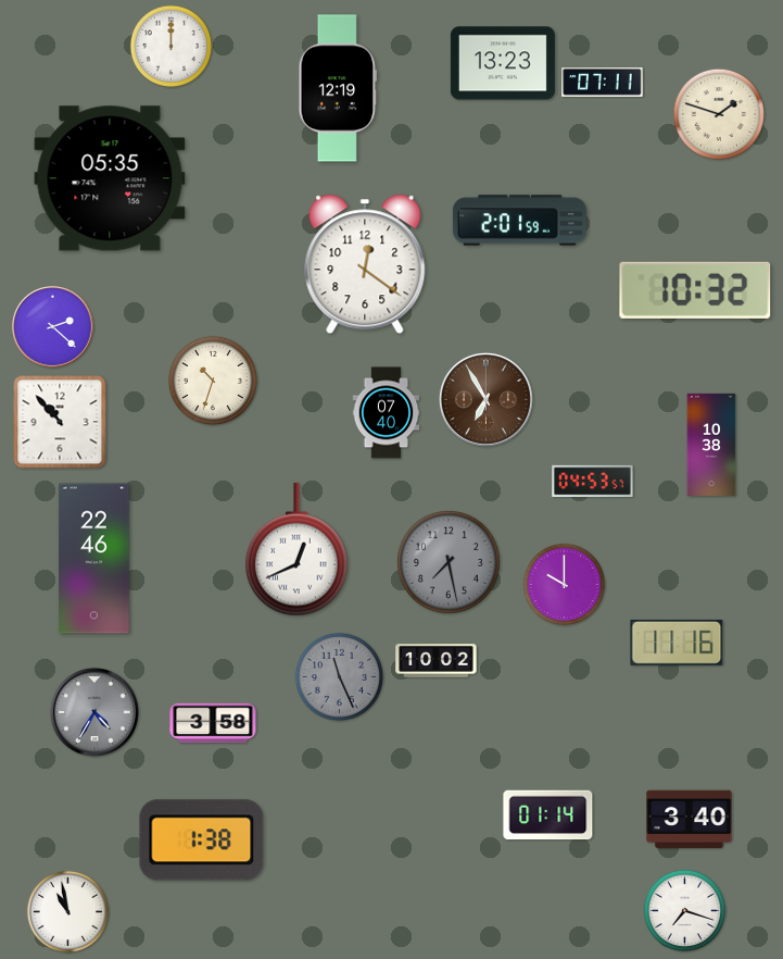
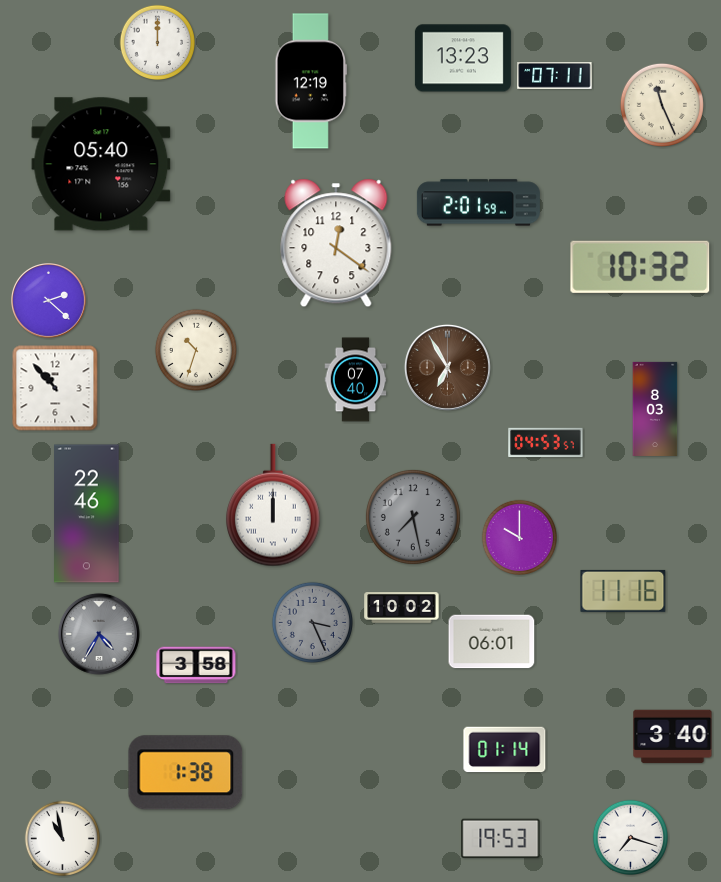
clock at (719, 114): 1:48 -> 11:26
clock at (110, 178): 05:35 -> 05:40
clock at (711, 445): 10:38 -> 8:03
clock at (298, 549): 12:41 -> 12:00
clock at (339, 676): 11:26 -> 3:26
clock at (492, 642): none -> 06:01
clock at (94, 712) position: (94, 712) -> (99, 634)
clock at (690, 820) position: (690, 820) -> (673, 737)
clock at (501, 838): none -> 19:53
